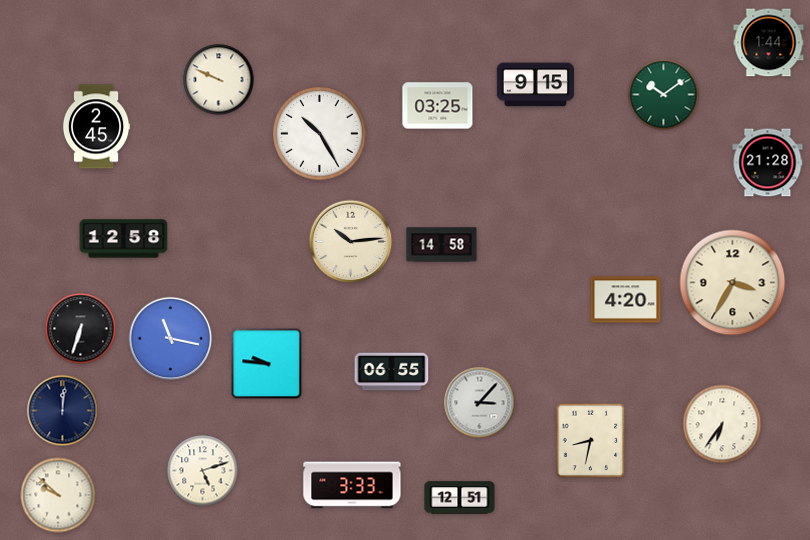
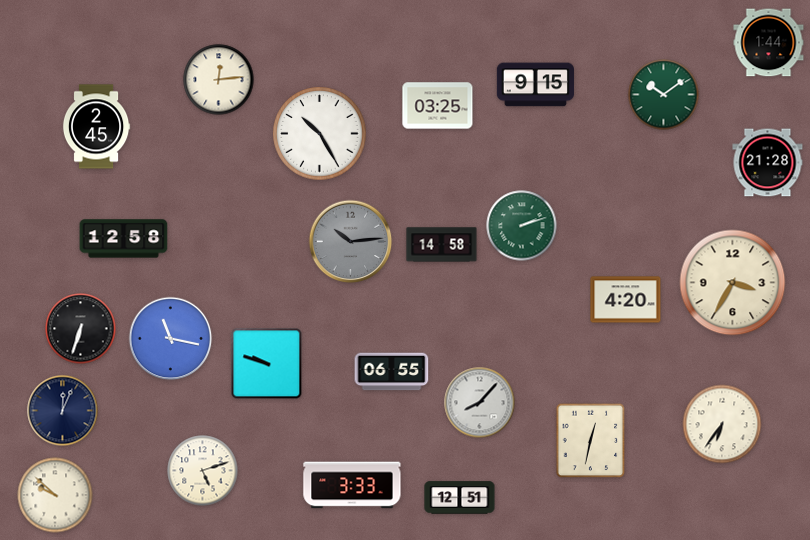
clock at (219, 80): 9:49 -> 12:14
clock at (522, 226): none -> 2:12
clock at (351, 242) dial: cream -> grey
clock at (267, 364): 9:46 -> 9:48
clock at (480, 403): 3:07 -> 8:07
clock at (63, 411): 12:01 -> 12:04
clock at (591, 441): 8:32 -> 12:32
clock at (58, 495) position: (58, 495) -> (55, 495)
